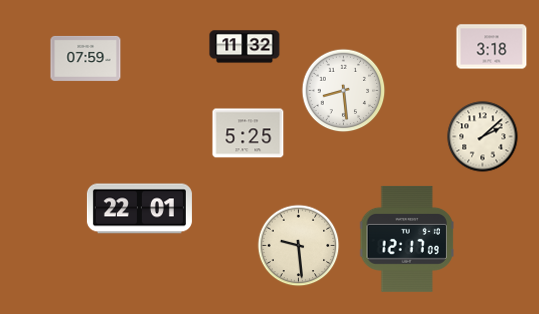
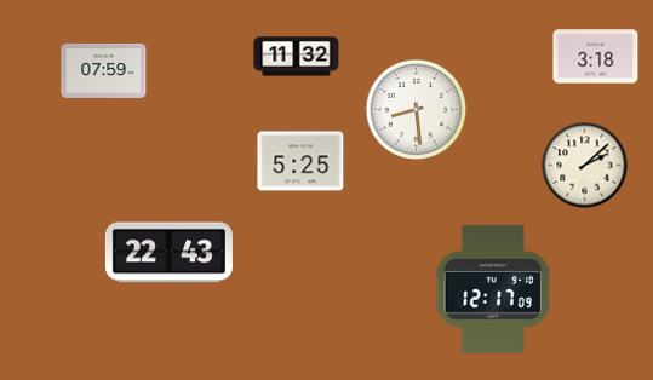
clock at (139, 209): 22:01 -> 22:43
clock at (299, 246): 9:29 -> none
